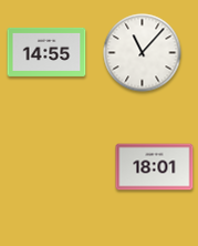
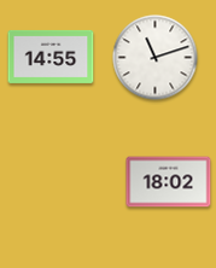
clock at (143, 53): 11:07 -> 11:12
clock at (155, 167): 18:01 -> 18:02
